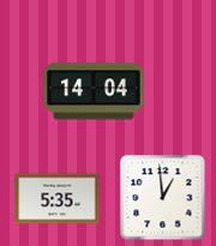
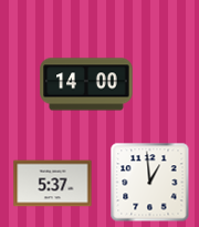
clock at (94, 91): 14:04 -> 14:00
clock at (58, 199): 5:35 -> 5:37
